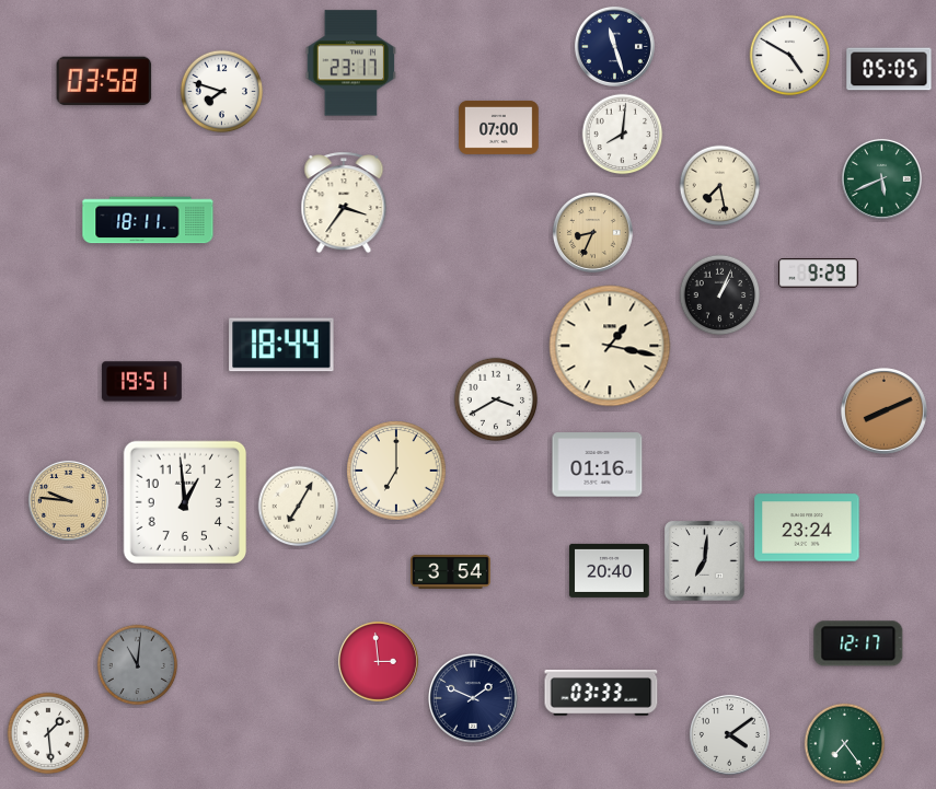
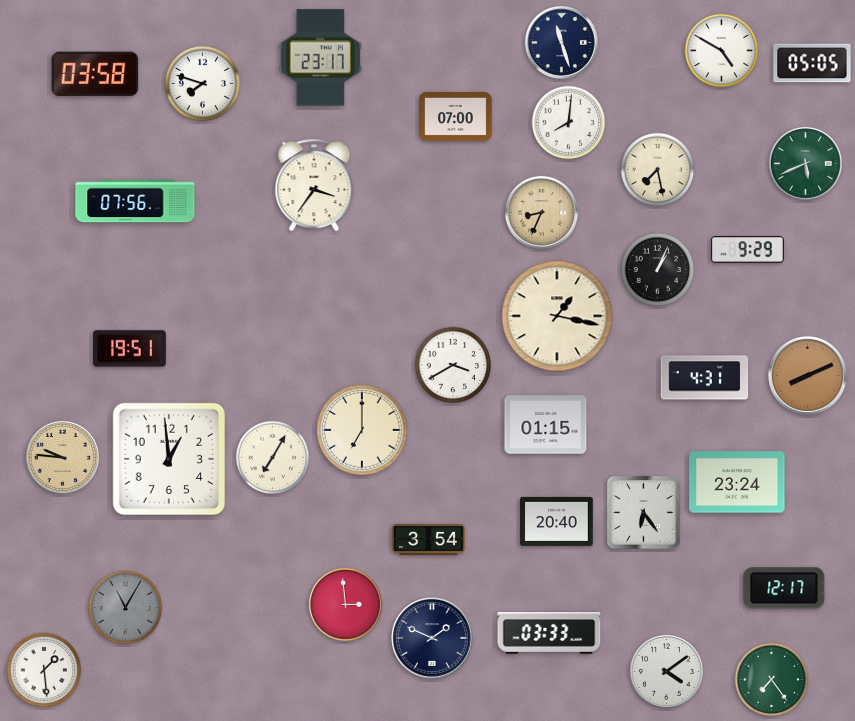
clock at (148, 220): 18:11 -> 07:56
clock at (281, 345): 18:44 -> none
clock at (705, 378): none -> 4:31
clock at (598, 465): 01:16 -> 01:15
clock at (299, 507) position: (299, 507) -> (273, 458)
clock at (705, 561): 7:01 -> 6:24
clock at (451, 571) position: (451, 571) -> (429, 539)
clock at (138, 665): 11:01 -> 11:05
